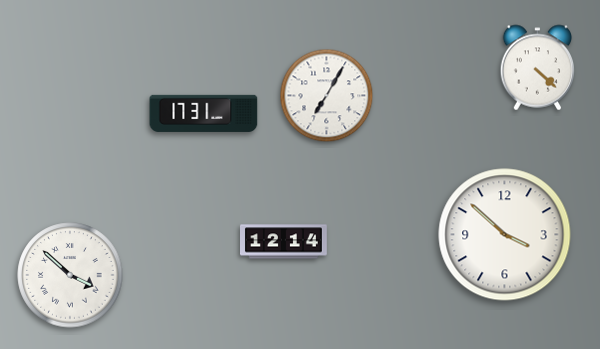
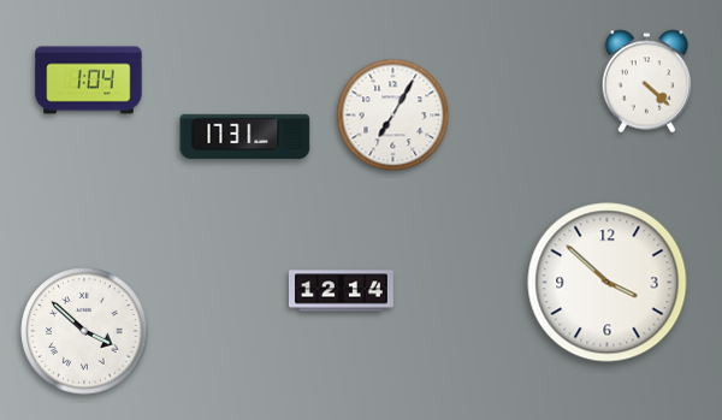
clock at (89, 81): none -> 1:04
